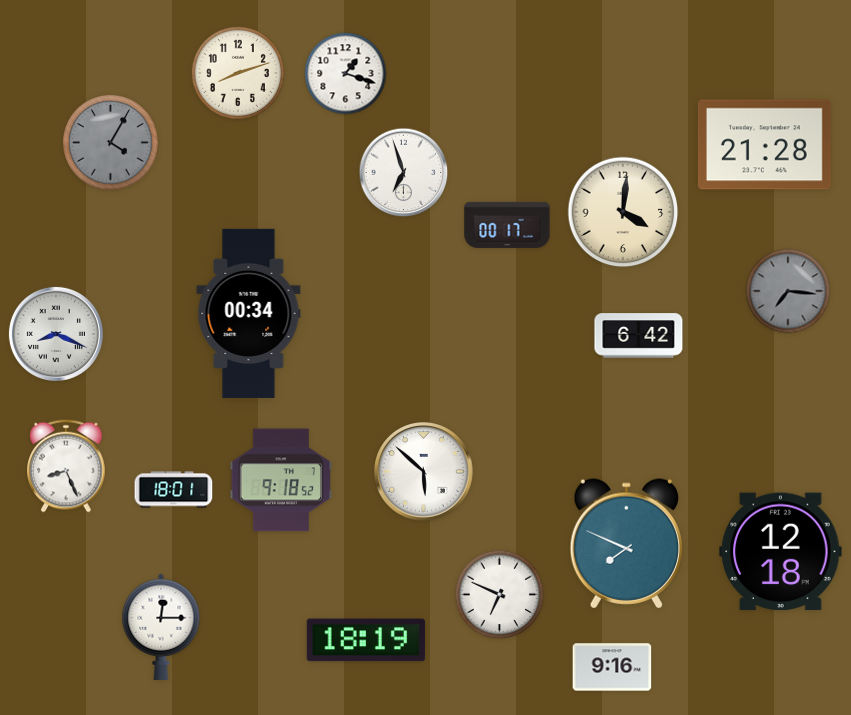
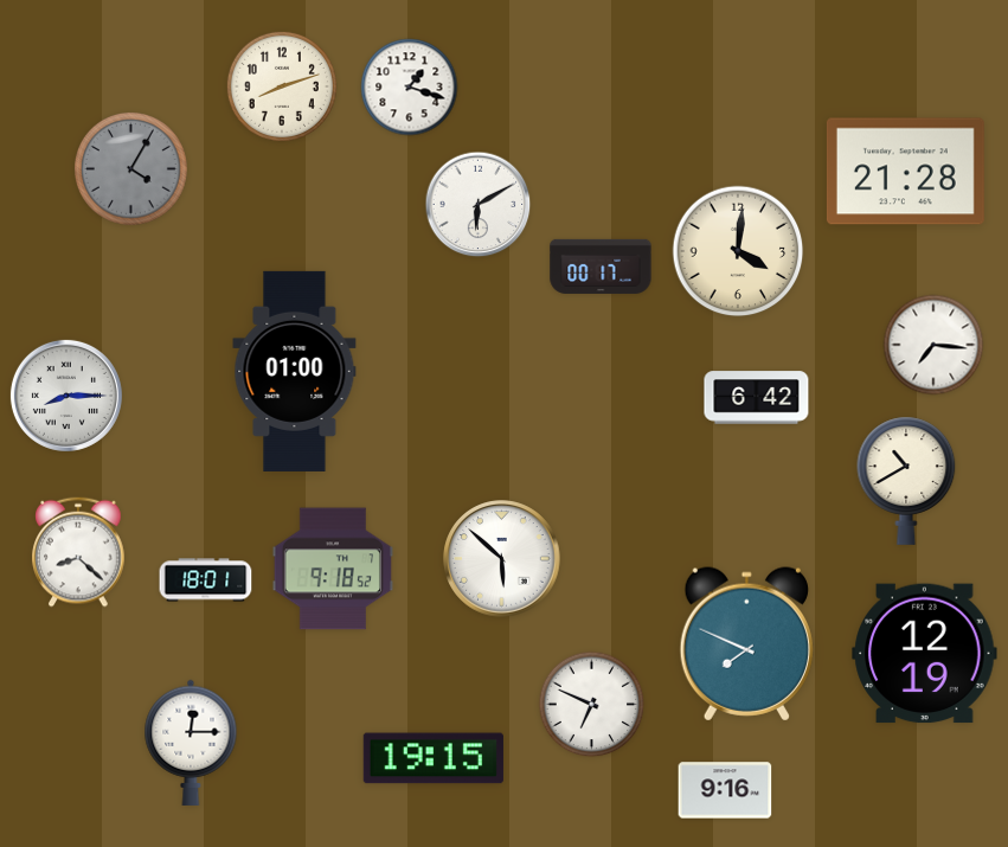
clock at (404, 173): 6:57 -> 6:10
clock at (788, 291) dial: grey -> white
clock at (249, 313): 00:34 -> 01:00
clock at (56, 334): 8:19 -> 8:15
clock at (906, 481): none -> 10:40
clock at (66, 466): 8:26 -> 8:22
clock at (626, 544) position: (626, 544) -> (746, 644)
clock at (781, 552): 12:18 -> 12:19
clock at (366, 640): 18:19 -> 19:15
